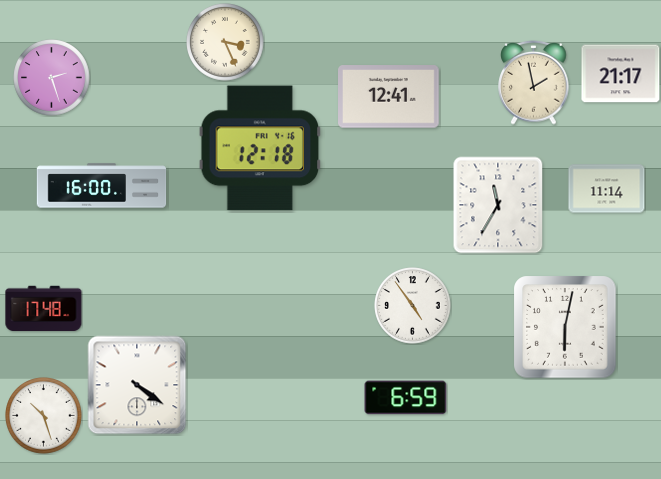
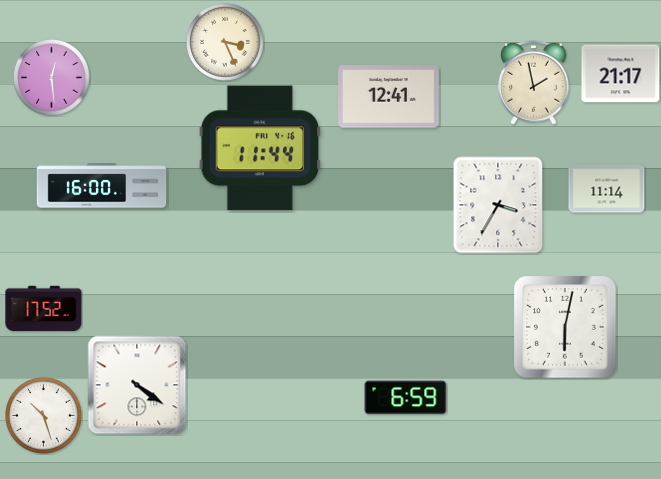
clock at (52, 78): 2:27 -> 12:29
clock at (260, 148): 12:18 -> 11:44
clock at (498, 205): 11:35 -> 3:35
clock at (413, 306): 4:54 -> none
clock at (44, 309): 17:48 -> 17:52
